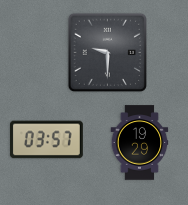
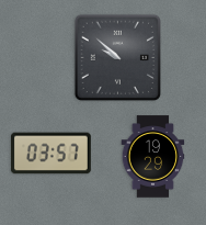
clock at (107, 52): 9:30 -> 9:52
